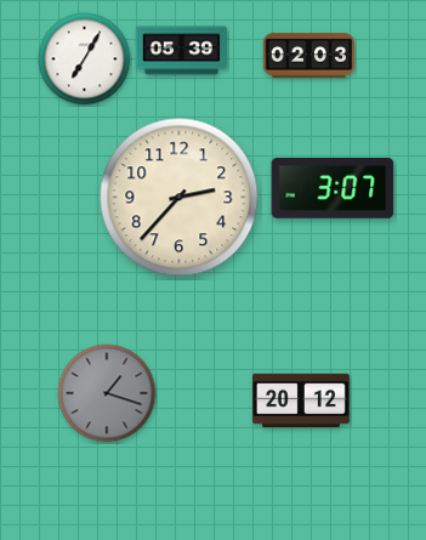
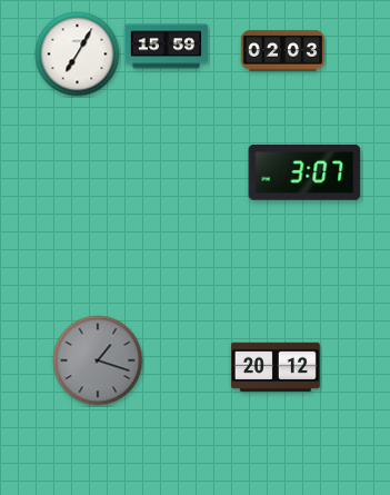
clock at (182, 51): 05:39 -> 15:59
clock at (180, 198): 2:37 -> none
